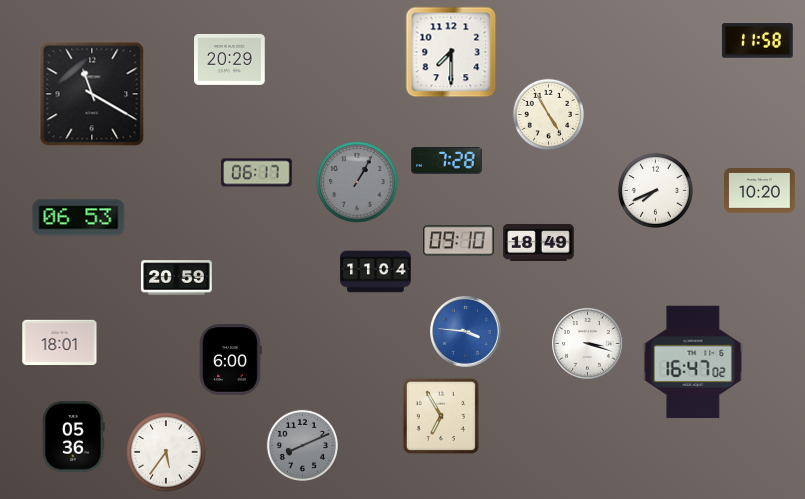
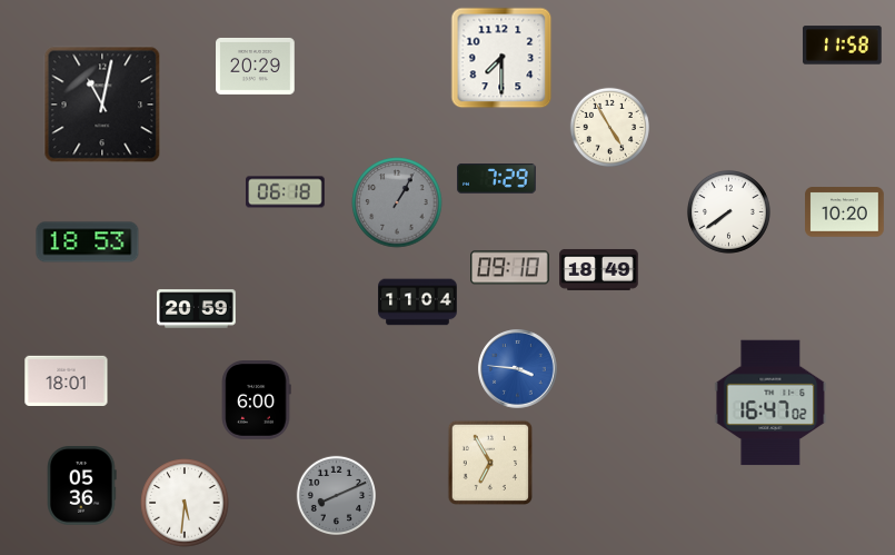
clock at (92, 94): 11:20 -> 11:02
clock at (447, 161): 7:28 -> 7:29
clock at (257, 173): 06:17 -> 06:18
clock at (655, 190): 7:41 -> 7:39
clock at (79, 218): 06:53 -> 18:53
clock at (588, 344): 3:18 -> none
clock at (166, 452): 5:36 -> 5:31
